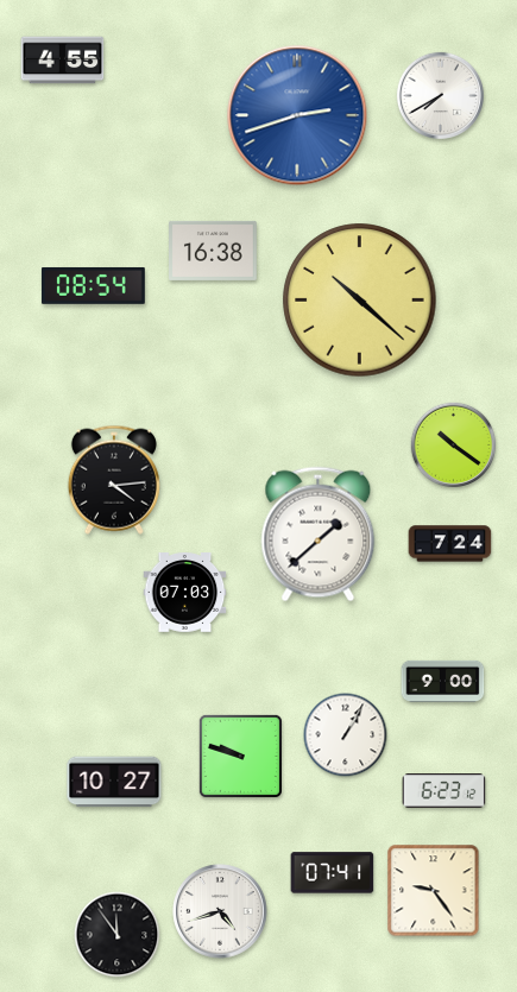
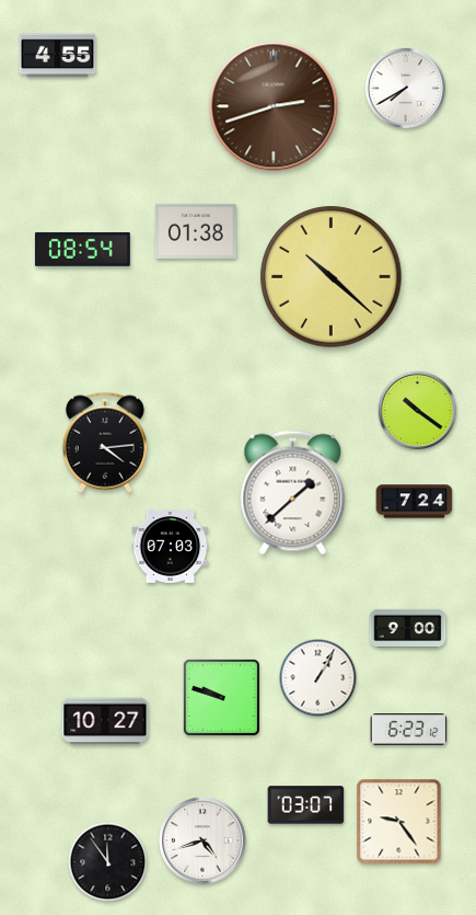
clock at (297, 115) dial: blue -> brown
clock at (214, 251): 16:38 -> 01:38
clock at (93, 285) position: (93, 285) -> (82, 249)
clock at (333, 873): 07:41 -> 03:07
